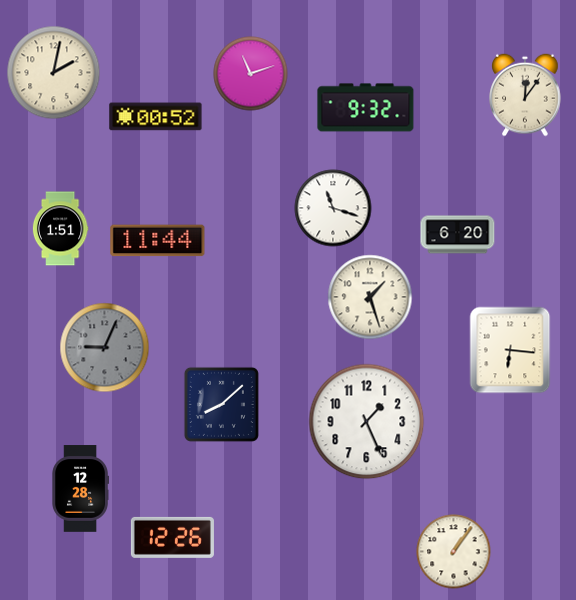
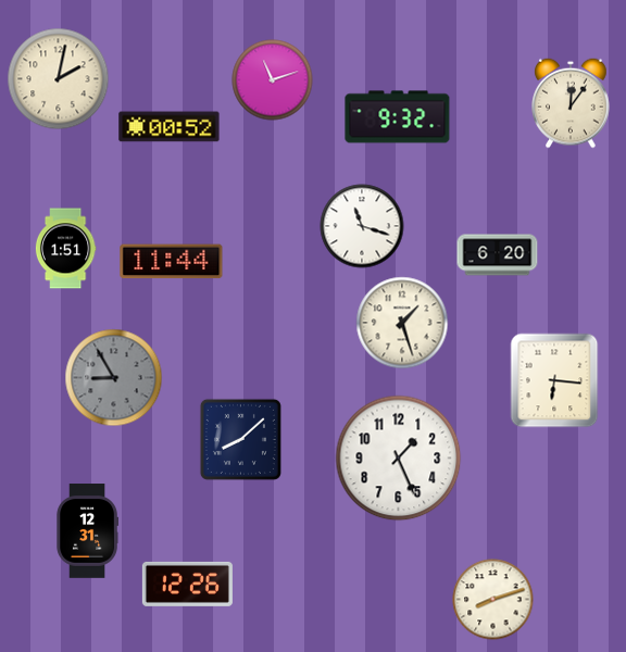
clock at (105, 348): 9:04 -> 8:55
clock at (80, 489): 12:28 -> 12:31
clock at (454, 552): 1:06 -> 8:12
